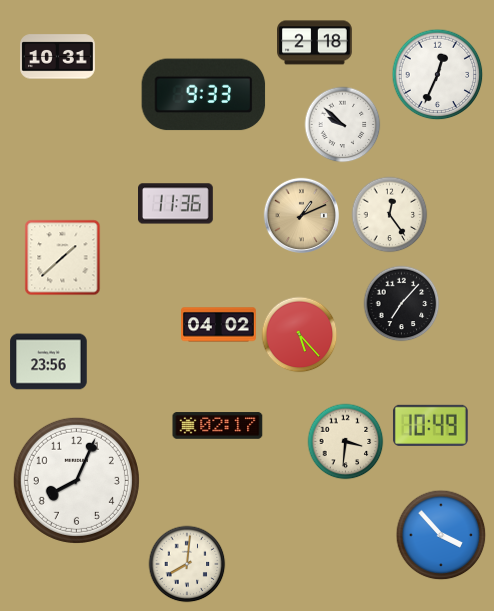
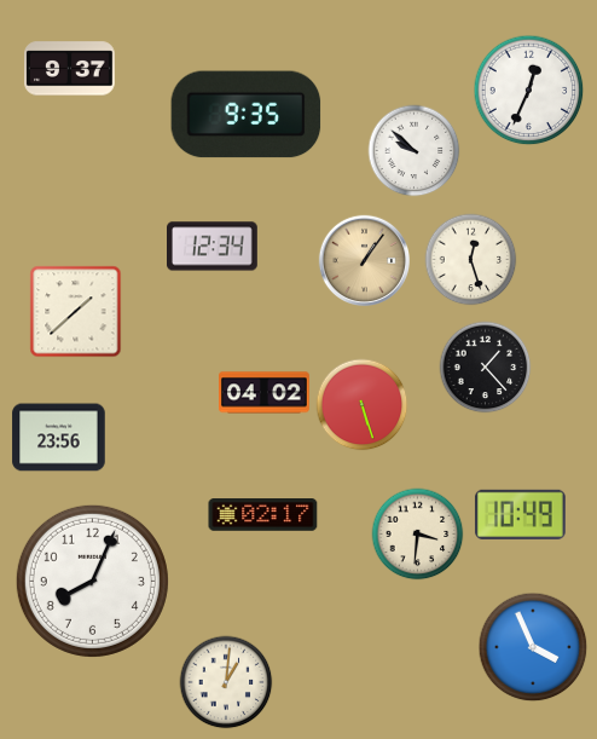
clock at (315, 43): 2:18 -> none
clock at (58, 57): 10:31 -> 9:37
clock at (204, 95): 9:33 -> 9:35
clock at (176, 204): 11:36 -> 12:34
clock at (301, 215): 1:11 -> 1:06
clock at (390, 215): 12:24 -> 12:27
clock at (402, 304): 7:07 -> 1:23
clock at (300, 335): 5:23 -> 5:27
clock at (441, 535): 3:53 -> 3:56
clock at (187, 564): 8:01 -> 1:01
